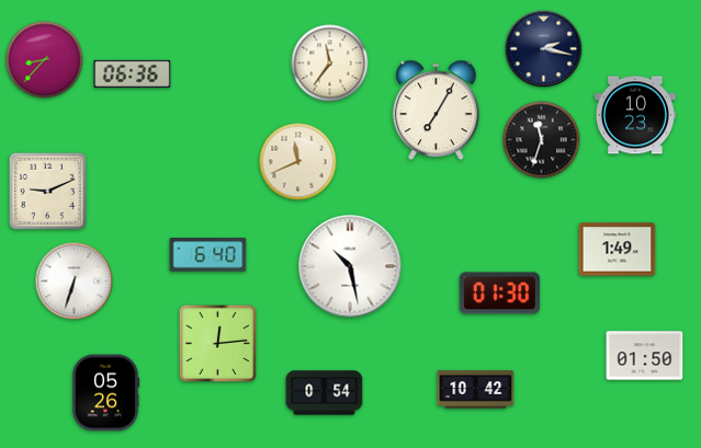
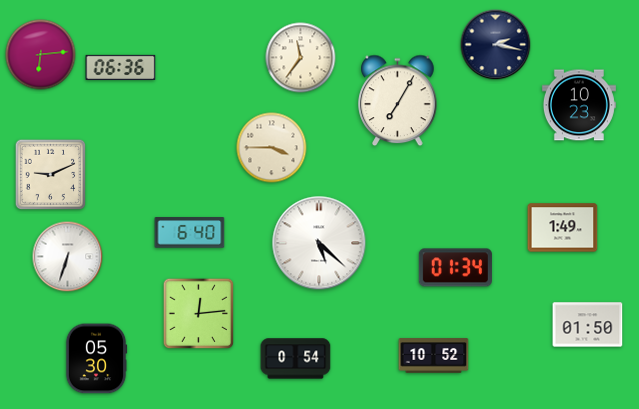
clock at (45, 60): 8:37 -> 6:14
clock at (542, 140): 11:33 -> none
clock at (298, 162): 11:41 -> 3:45
clock at (48, 192) position: (48, 192) -> (51, 175)
clock at (350, 266): 10:28 -> 5:22
clock at (499, 294): 01:30 -> 01:34
clock at (476, 390): 10:42 -> 10:52
clock at (105, 393): 05:26 -> 05:30
